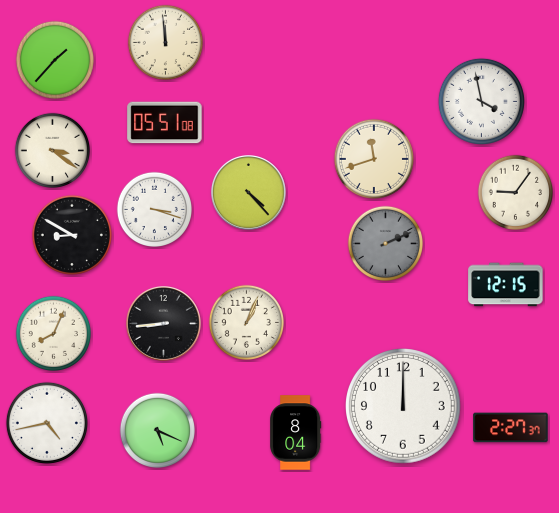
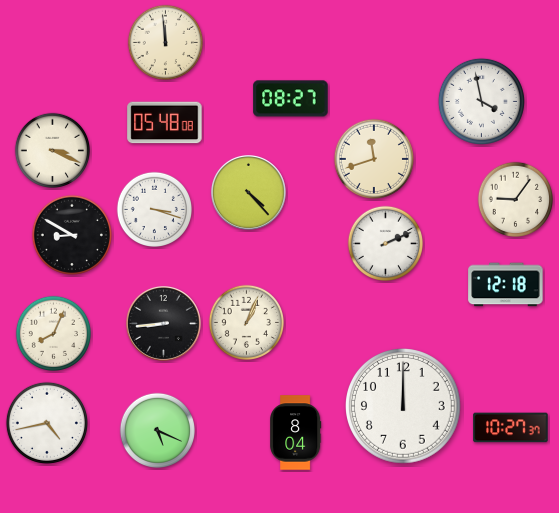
clock at (54, 59): 1:37 -> none
clock at (291, 99): none -> 08:27
clock at (165, 123): 05:51 -> 05:48
clock at (52, 150): 3:21 -> 3:19
clock at (515, 192) position: (515, 192) -> (515, 199)
clock at (385, 243) dial: grey -> white
clock at (506, 285): 12:15 -> 12:18
clock at (511, 428): 2:27 -> 10:27
